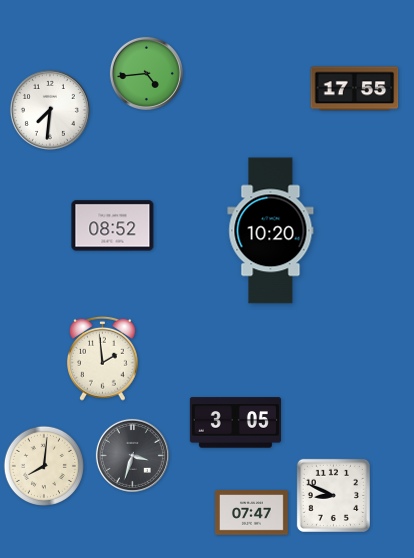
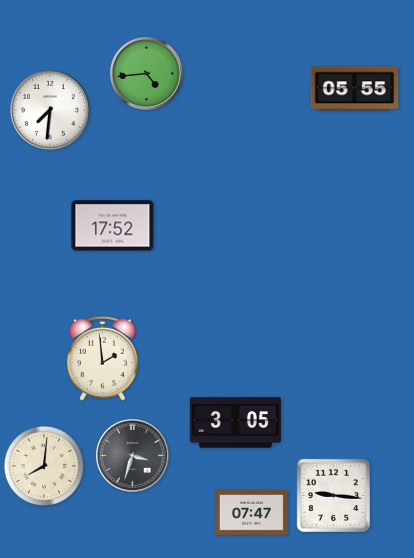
clock at (355, 89): 17:55 -> 05:55
clock at (113, 226): 08:52 -> 17:52
clock at (271, 231): 10:20 -> none
clock at (333, 495): 8:49 -> 9:16
